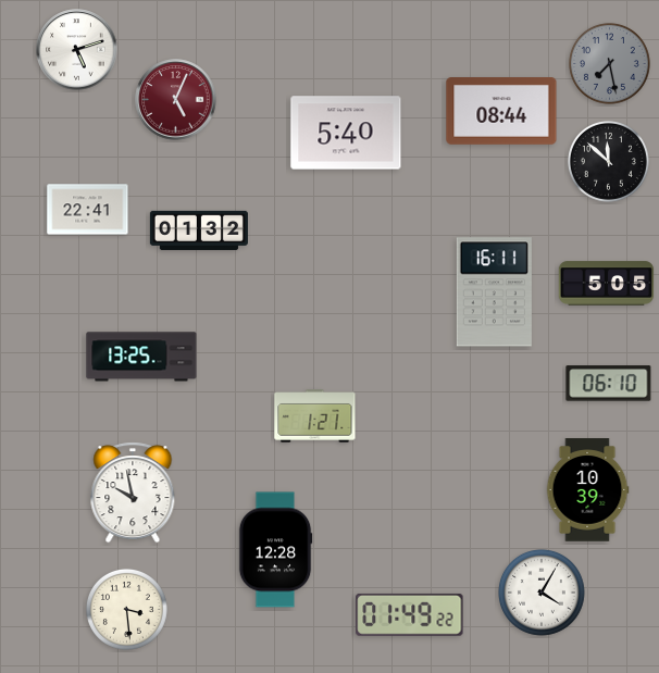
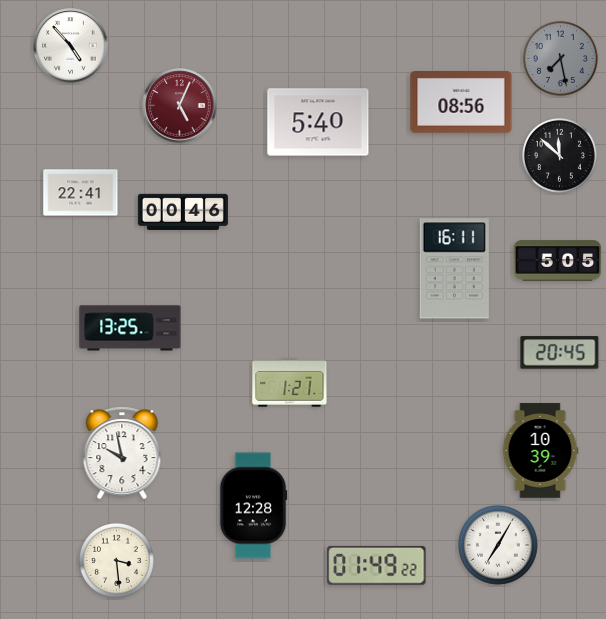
clock at (77, 50): 5:12 -> 4:53
clock at (176, 100) position: (176, 100) -> (180, 106)
clock at (501, 112): 08:44 -> 08:56
clock at (608, 161) position: (608, 161) -> (559, 155)
clock at (199, 230): 01:32 -> 00:46
clock at (609, 384): 06:10 -> 20:45
clock at (543, 594): 4:05 -> 7:05
